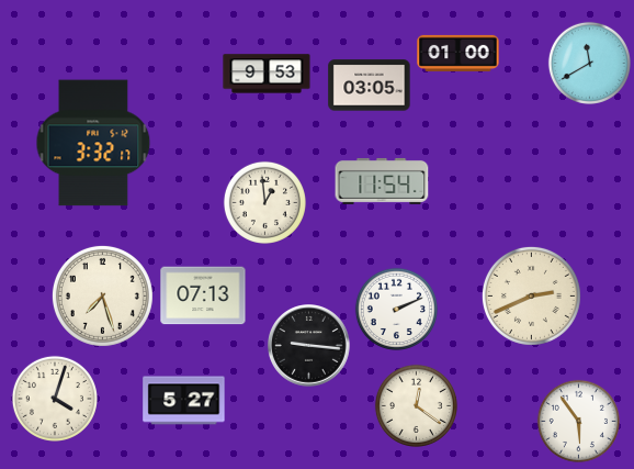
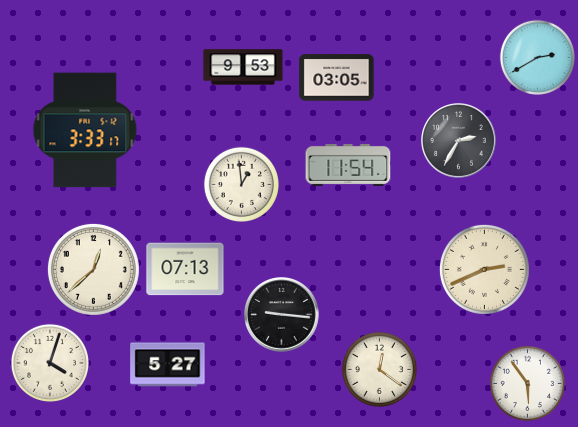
clock at (458, 53): 01:00 -> none
clock at (589, 63): 11:40 -> 2:40
clock at (93, 143): 3:32 -> 3:33
clock at (459, 141): none -> 2:35
clock at (102, 295): 7:27 -> 12:38
clock at (396, 309): 2:11 -> none
